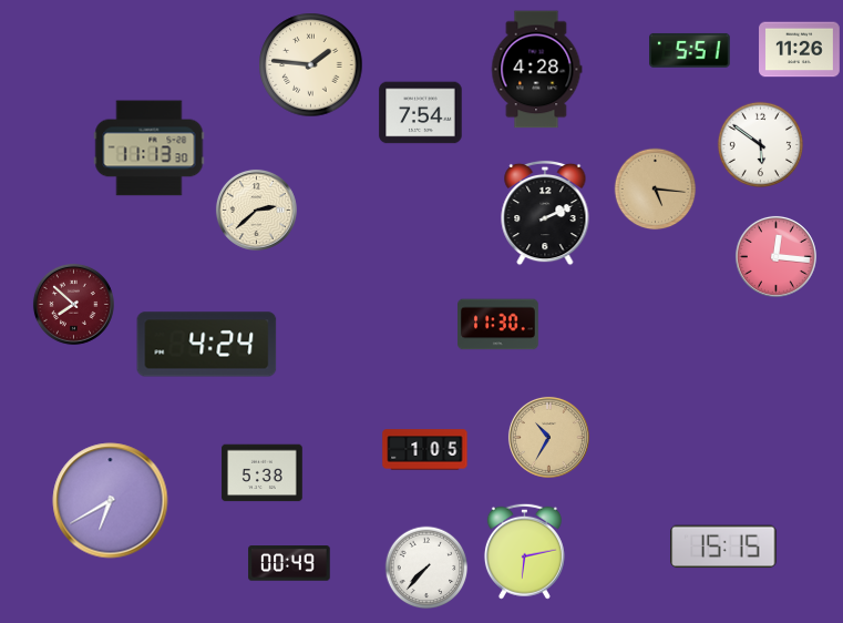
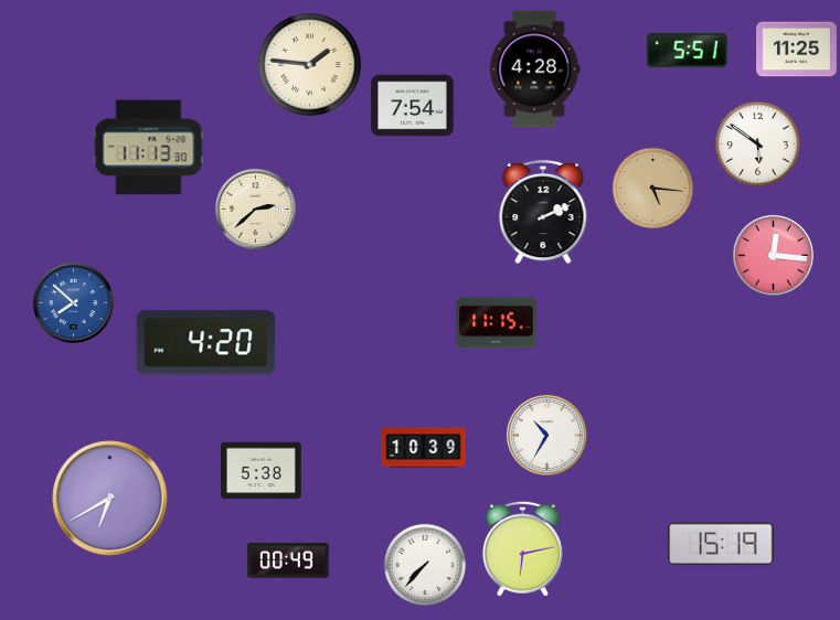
clock at (800, 50): 11:26 -> 11:25
clock at (421, 113) position: (421, 113) -> (413, 106)
clock at (73, 304) dial: burgundy -> blue
clock at (498, 325): 11:30 -> 11:15
clock at (207, 345): 4:24 -> 4:20
clock at (548, 437) dial: champagne -> white
clock at (425, 450): 1:05 -> 10:39
clock at (723, 547): 15:15 -> 15:19
